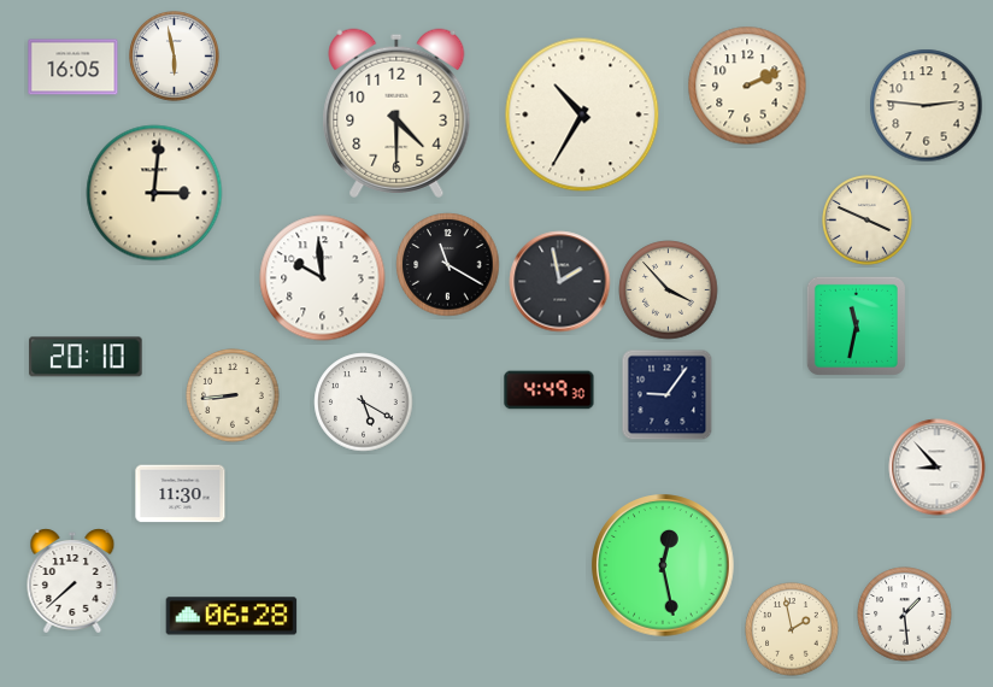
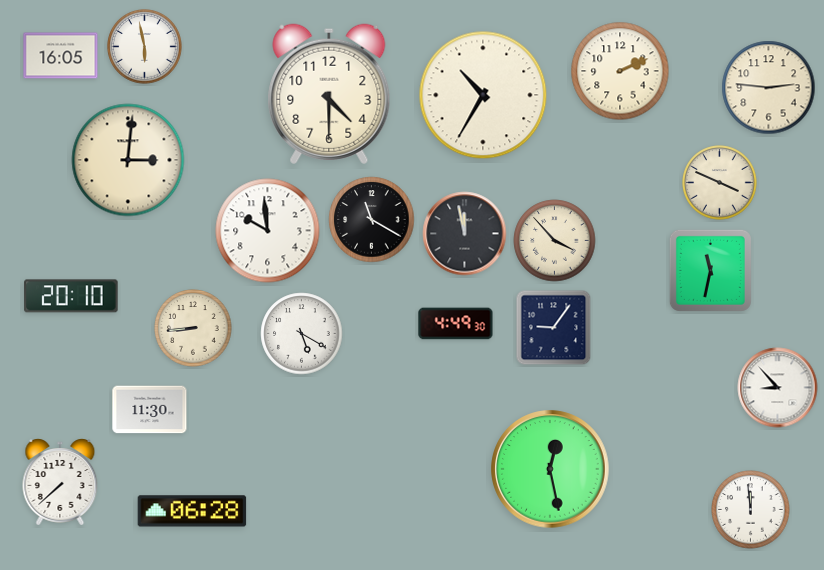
clock at (560, 282): 1:58 -> 11:58
clock at (905, 615): 1:29 -> 11:59
clock at (792, 629): 1:58 -> none
